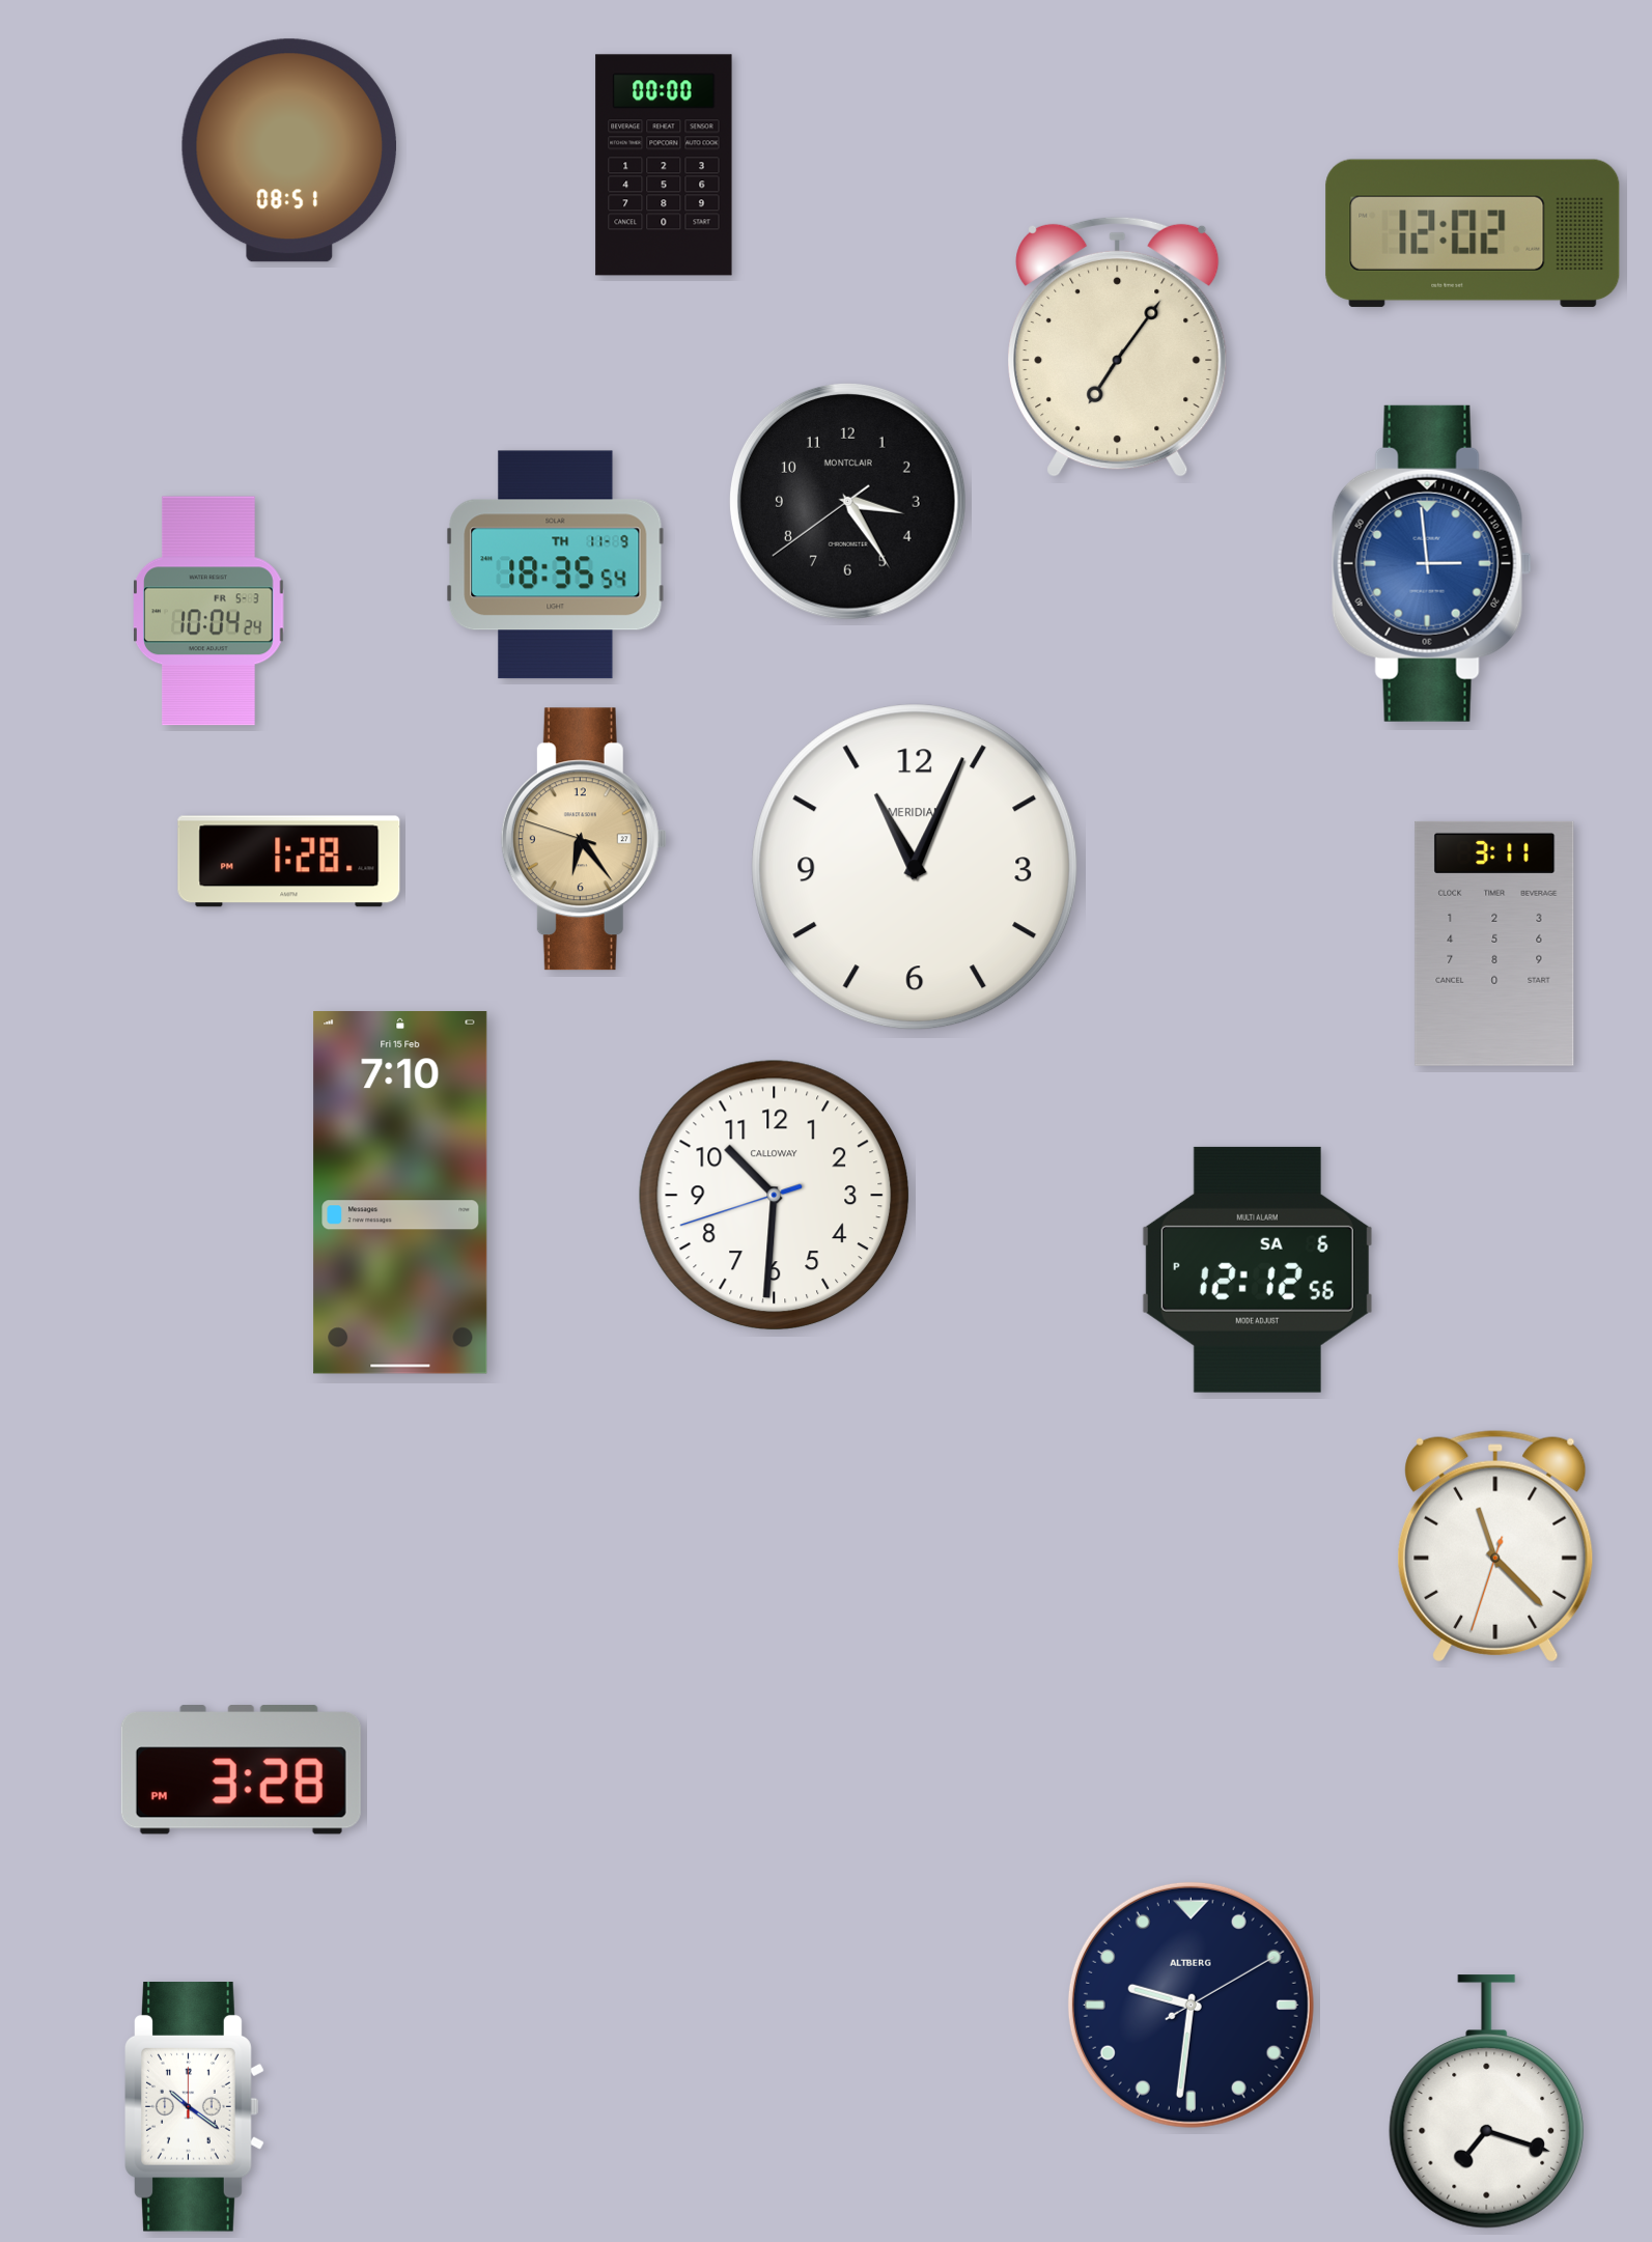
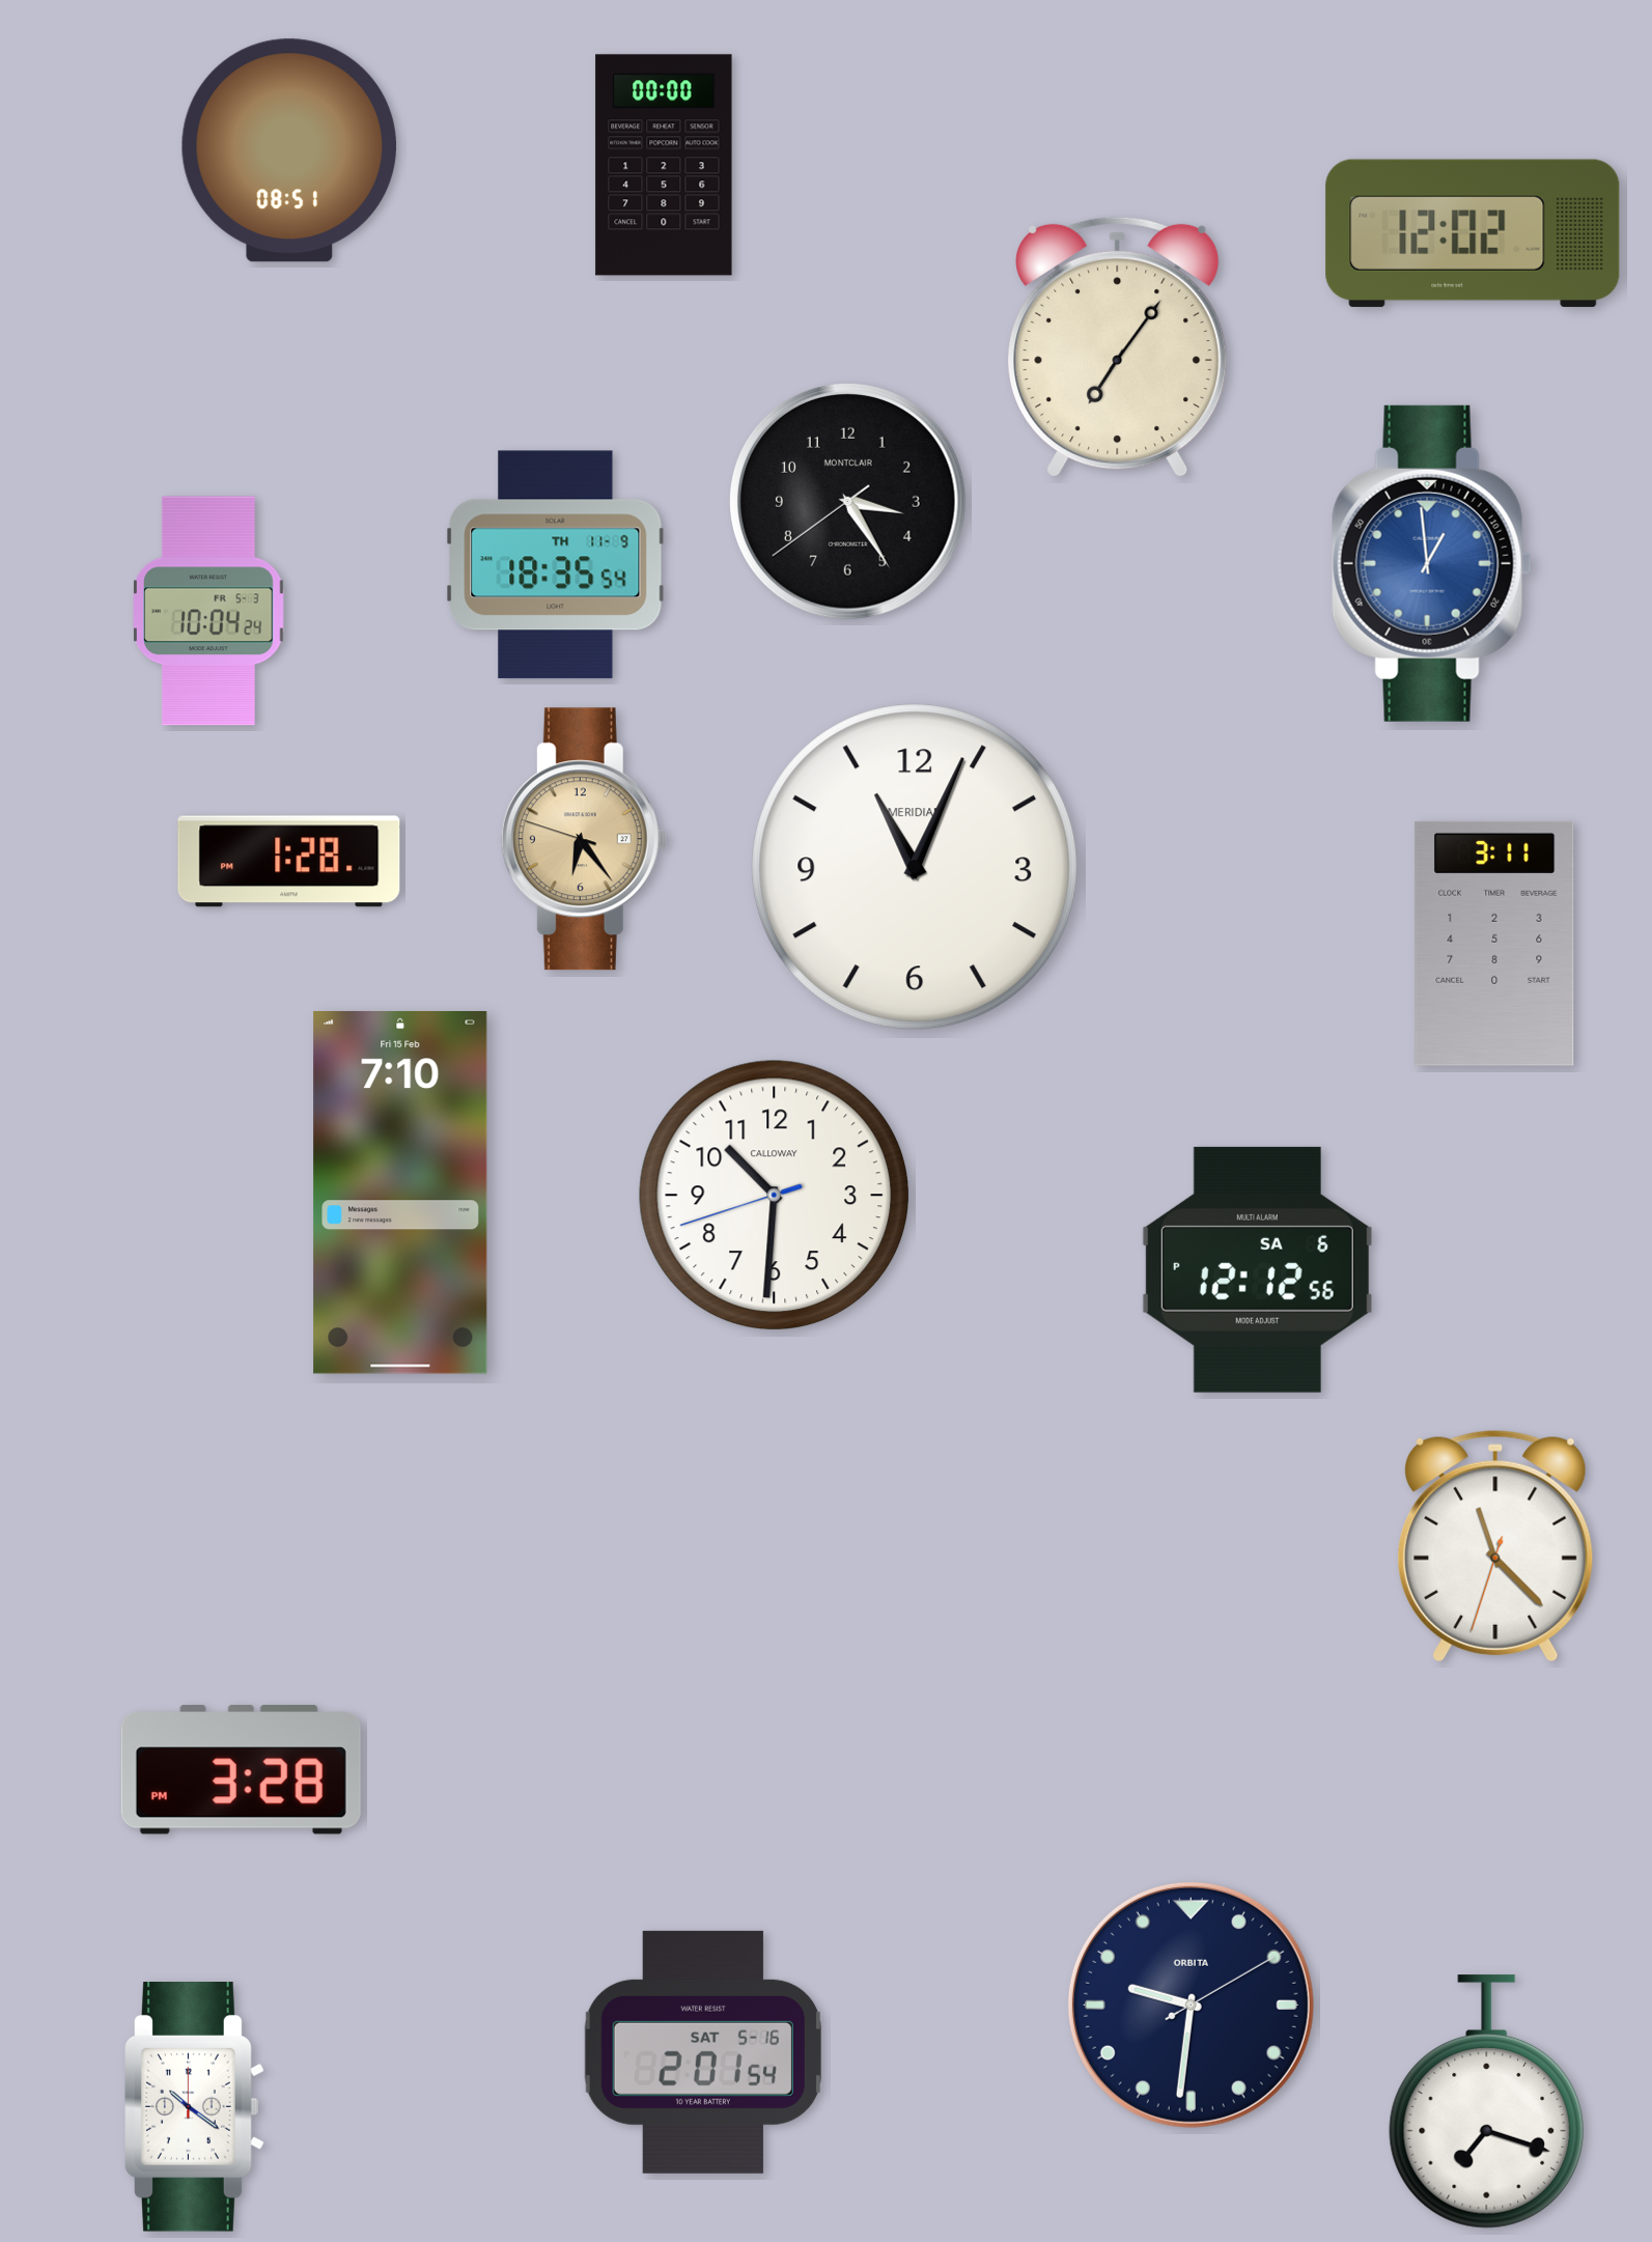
clock at (1431, 563): 2:59 -> 12:59
clock at (1191, 2005) brand: ALTBERG -> ORBITA
clock at (703, 2052): none -> 2:01
